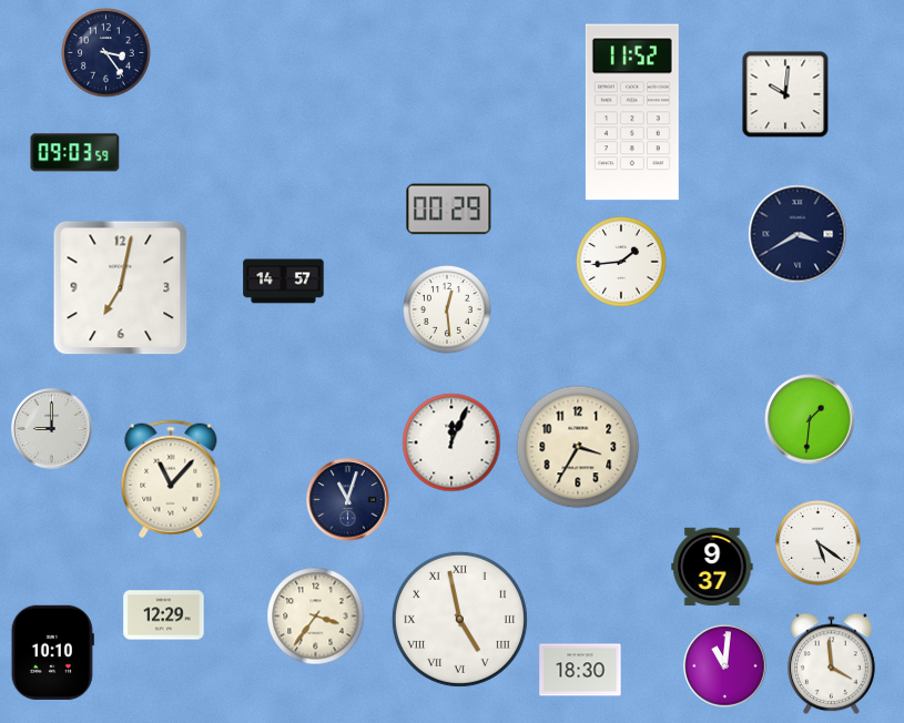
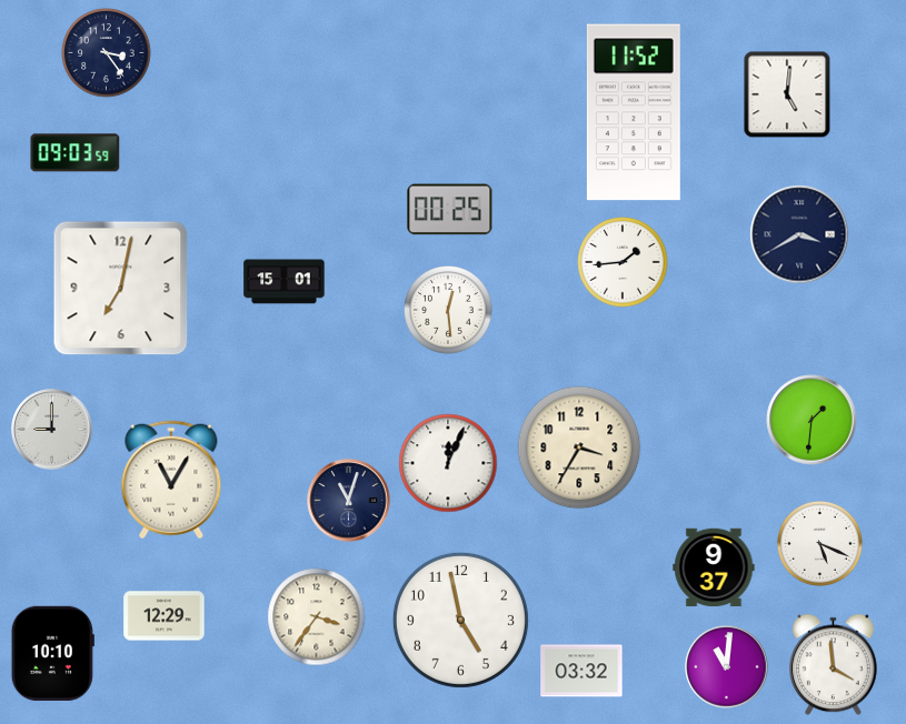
clock at (785, 94): 10:01 -> 5:01
clock at (449, 210): 00:29 -> 00:25
clock at (284, 282): 14:57 -> 15:01
clock at (451, 442) position: (451, 442) -> (448, 463)
clock at (171, 479): 11:07 -> 11:05
clock at (817, 542): 5:21 -> 5:19
clock at (459, 619) numerals: Roman -> Arabic
clock at (580, 670): 18:30 -> 03:32
